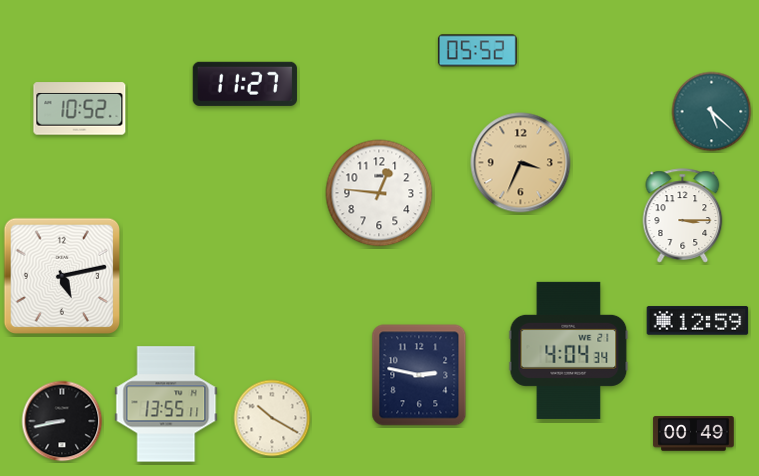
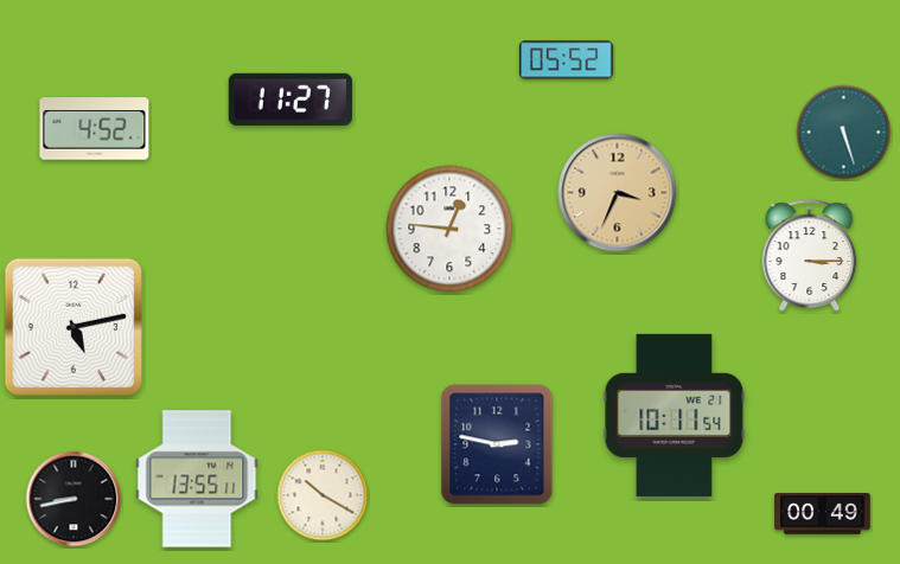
clock at (80, 109): 10:52 -> 4:52
clock at (712, 112): 5:22 -> 5:27
clock at (698, 321): 12:59 -> none
clock at (569, 350): 4:04 -> 10:11
